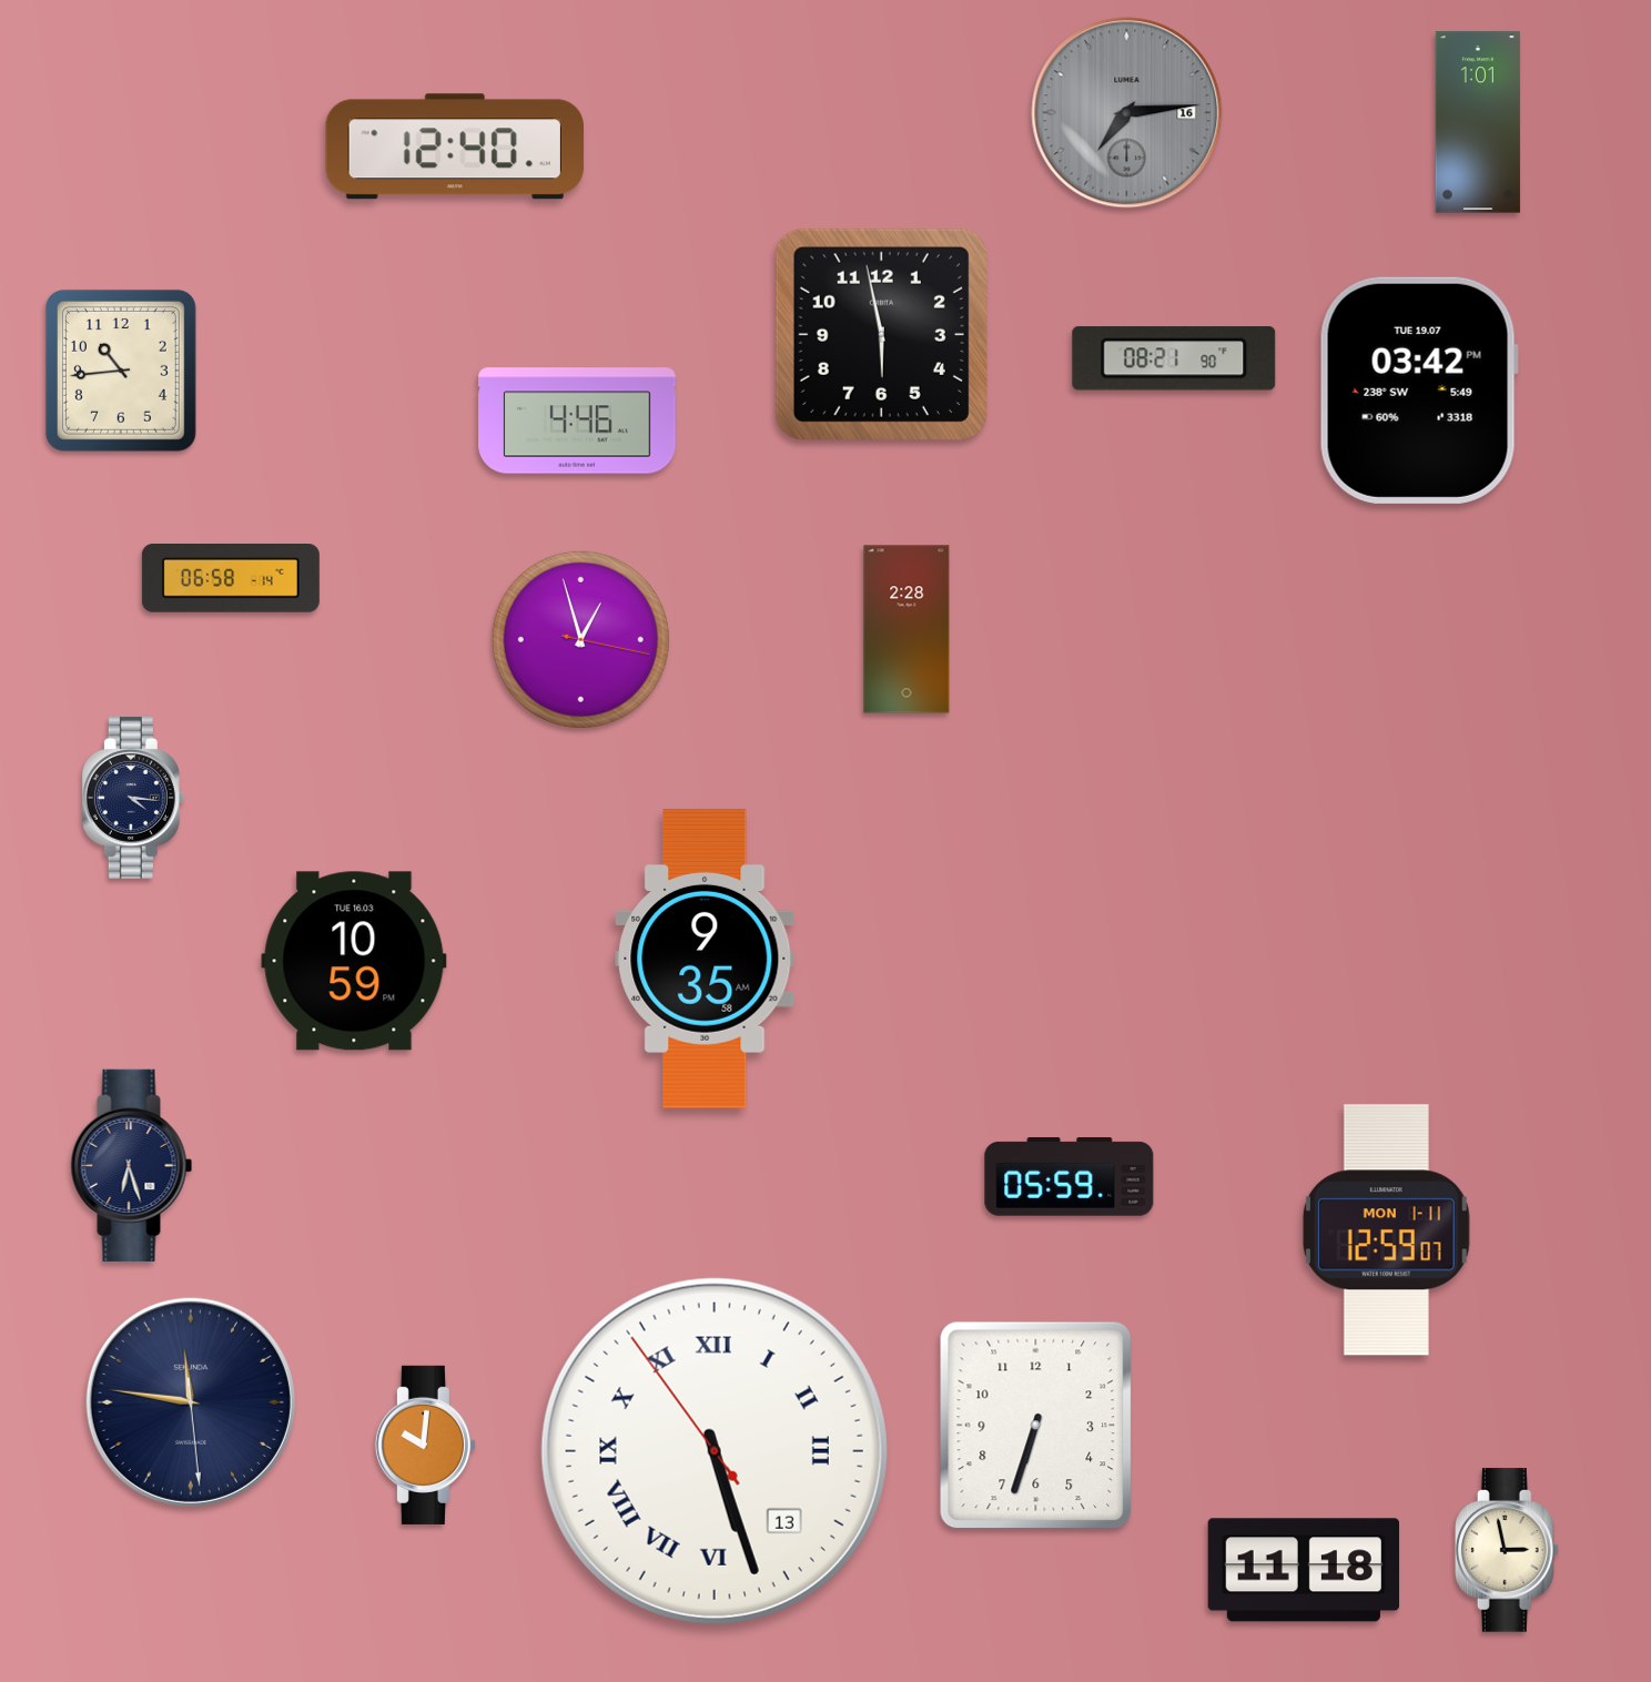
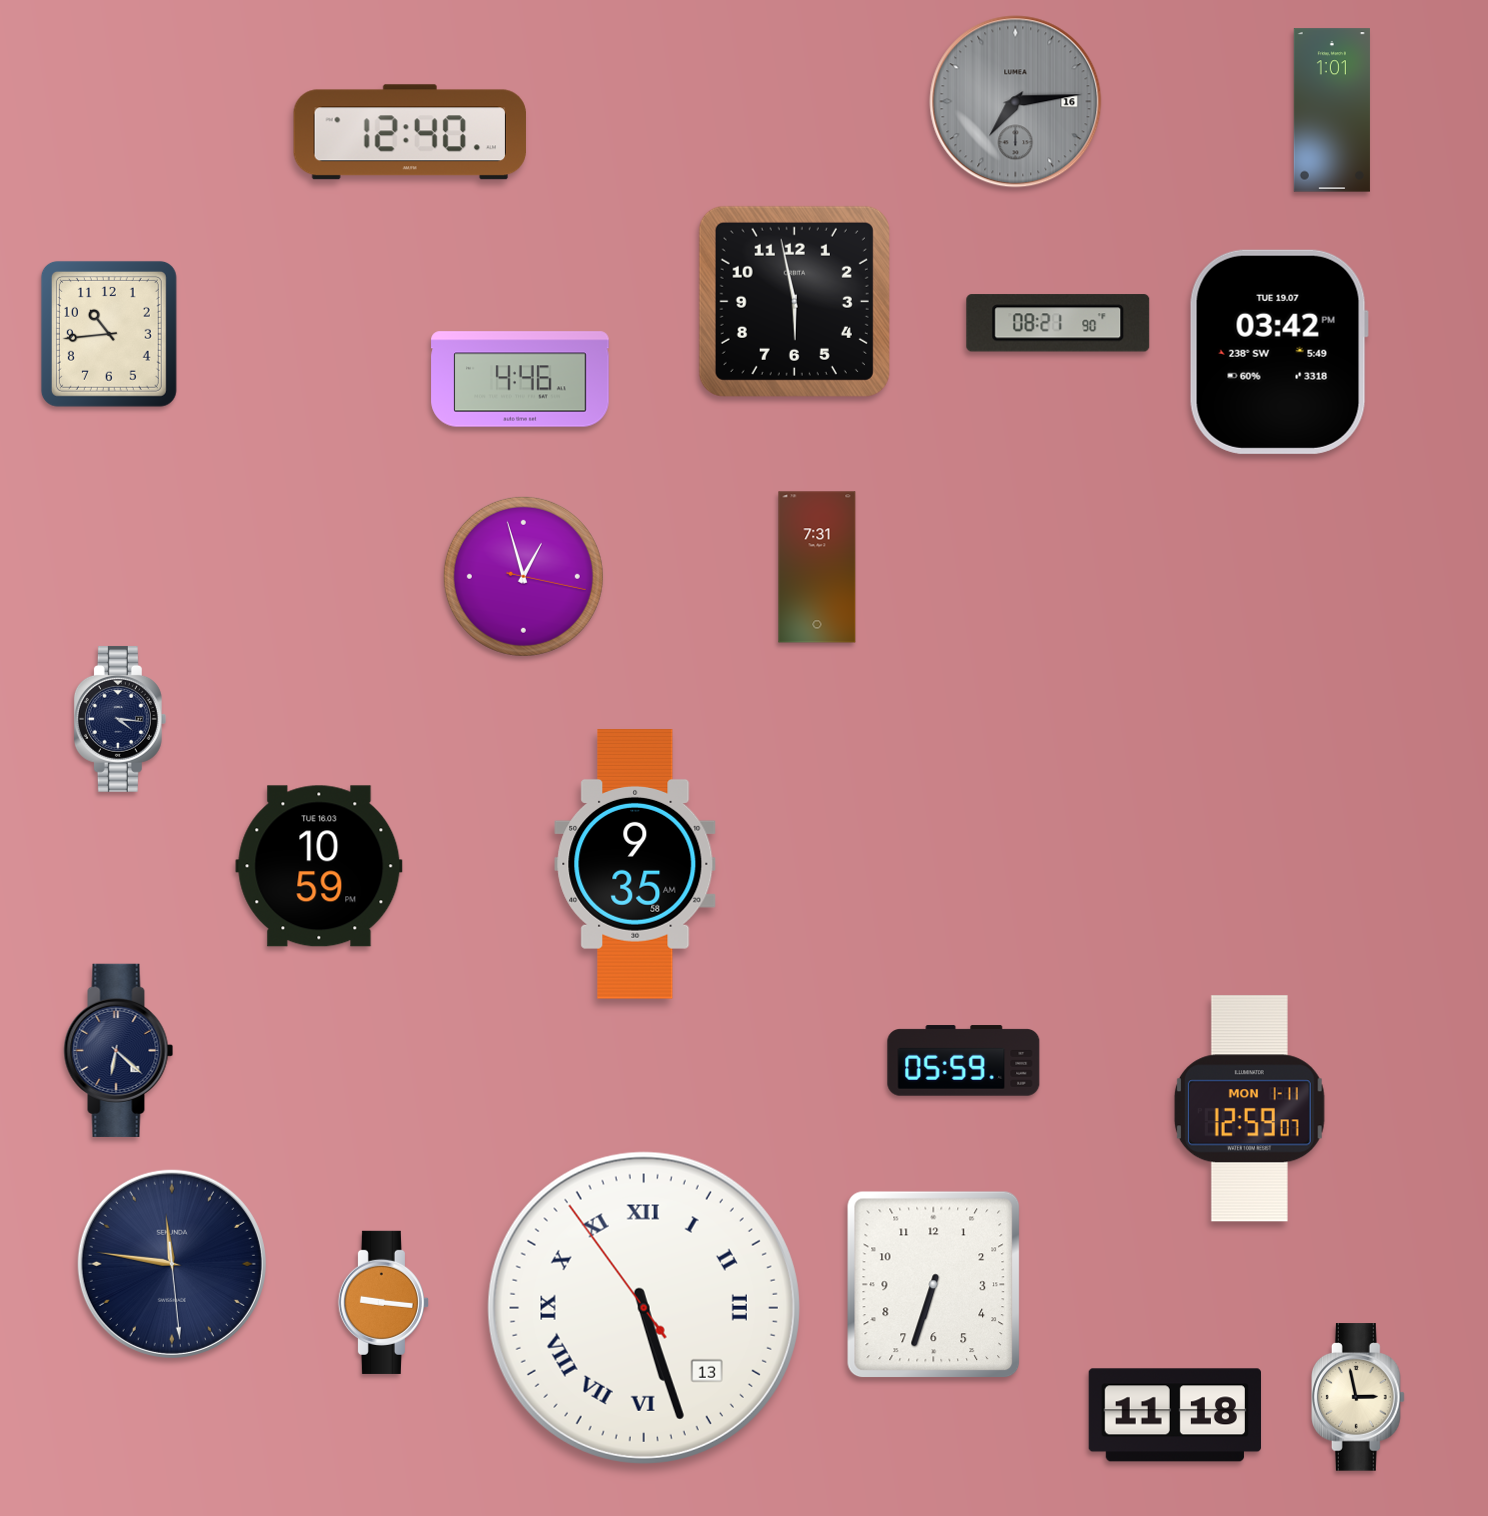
clock at (231, 579): 06:58 -> none
clock at (906, 629): 2:28 -> 7:31
clock at (132, 1165): 6:27 -> 6:22
clock at (425, 1445): 10:01 -> 9:16
